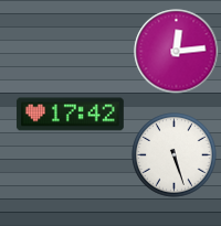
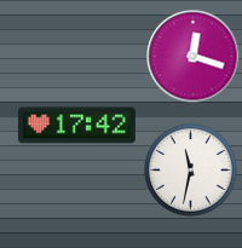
clock at (177, 52): 12:14 -> 12:18
clock at (175, 155): 5:27 -> 11:32
